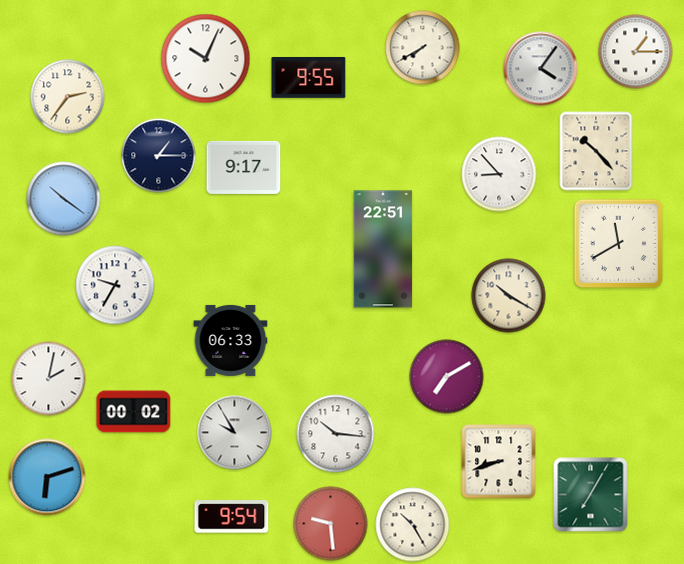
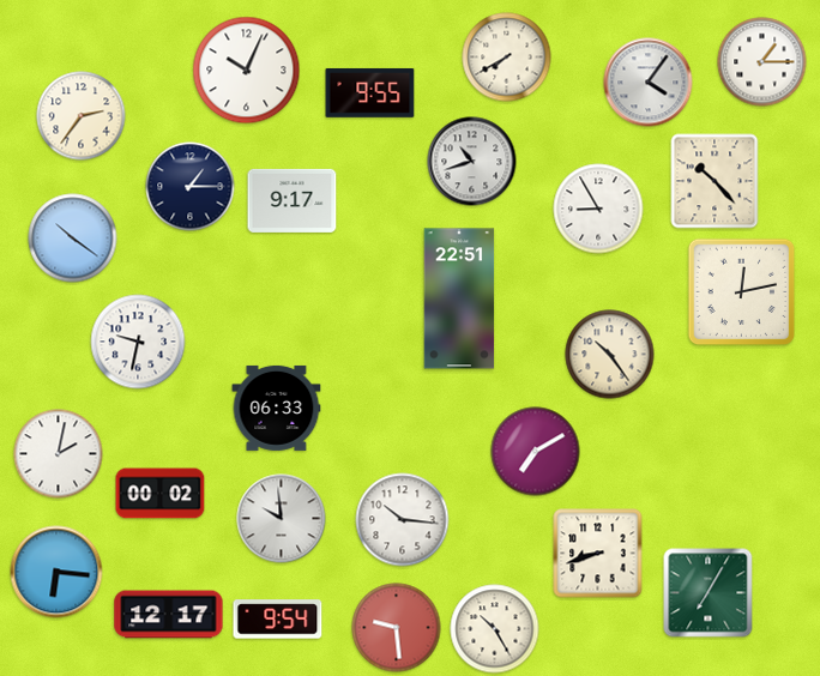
clock at (472, 162): none -> 10:42
clock at (499, 174): 8:53 -> 8:55
clock at (64, 199) position: (64, 199) -> (73, 239)
clock at (619, 244): 11:40 -> 12:13
clock at (115, 285): 9:35 -> 9:32
clock at (509, 296): 10:20 -> 10:24
clock at (235, 433): 9:55 -> 9:59
clock at (47, 477): 6:12 -> 6:16
clock at (169, 615): none -> 12:17
